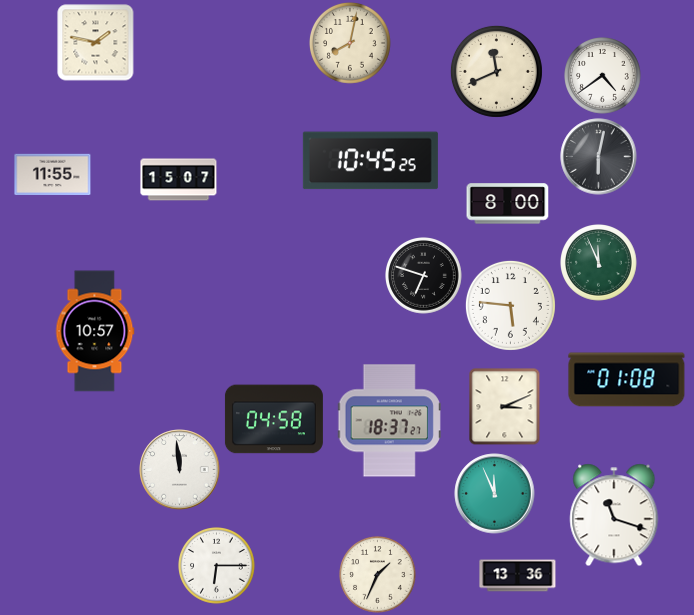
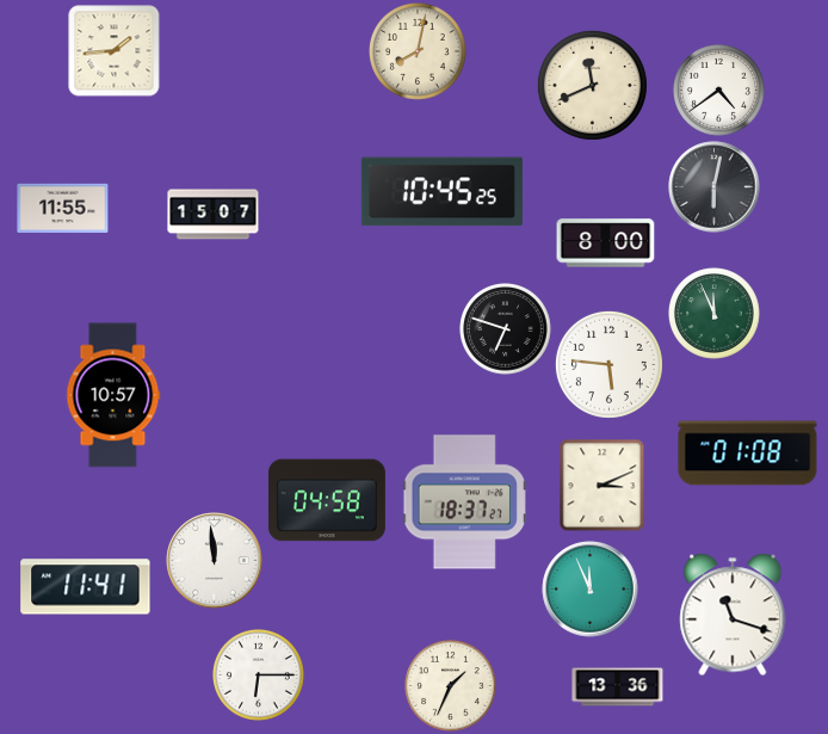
clock at (96, 43): 1:47 -> 1:44
clock at (86, 587): none -> 11:41
